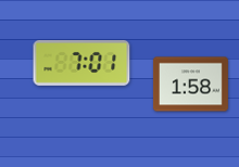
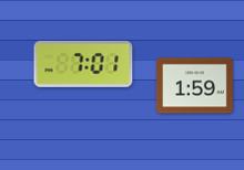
clock at (190, 85): 1:58 -> 1:59
